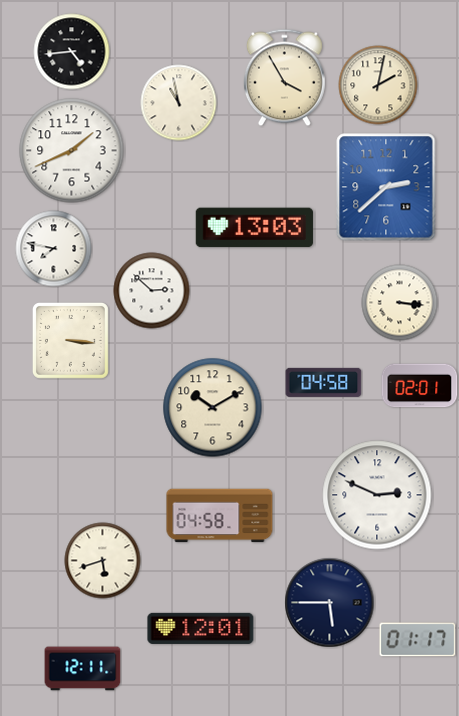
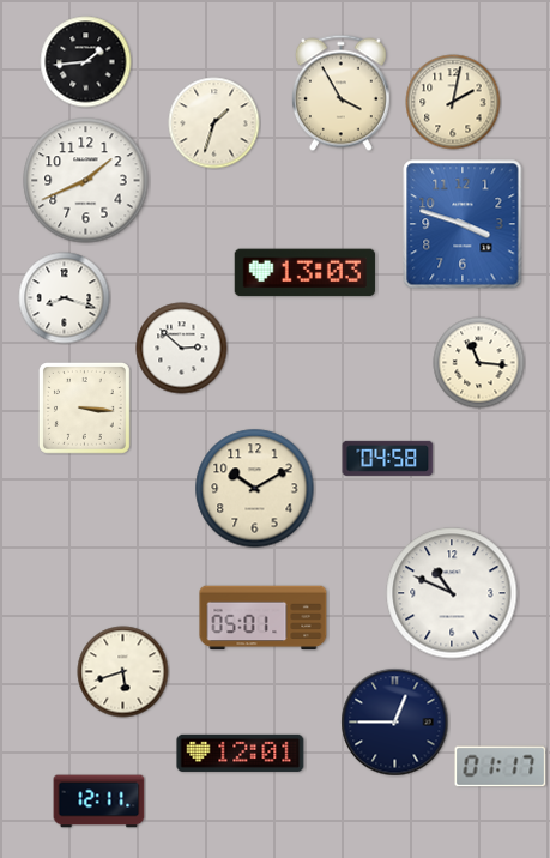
clock at (72, 52): 4:44 -> 1:44
clock at (179, 103): 10:58 -> 1:33
clock at (386, 187): 2:38 -> 3:48
clock at (54, 249): 7:47 -> 8:18
clock at (400, 303): 3:16 -> 11:16
clock at (420, 386): 02:01 -> none
clock at (377, 495): 2:49 -> 10:49
clock at (220, 516): 04:58 -> 05:01
clock at (330, 603): 5:45 -> 12:45
